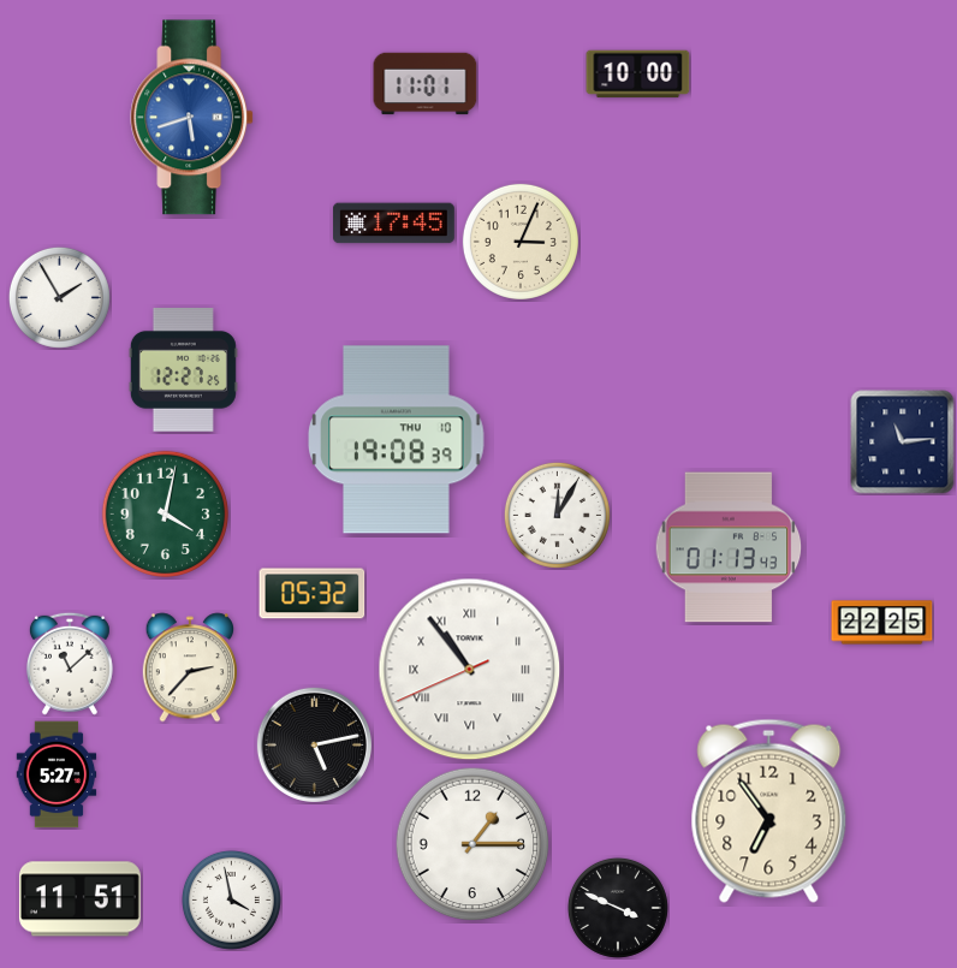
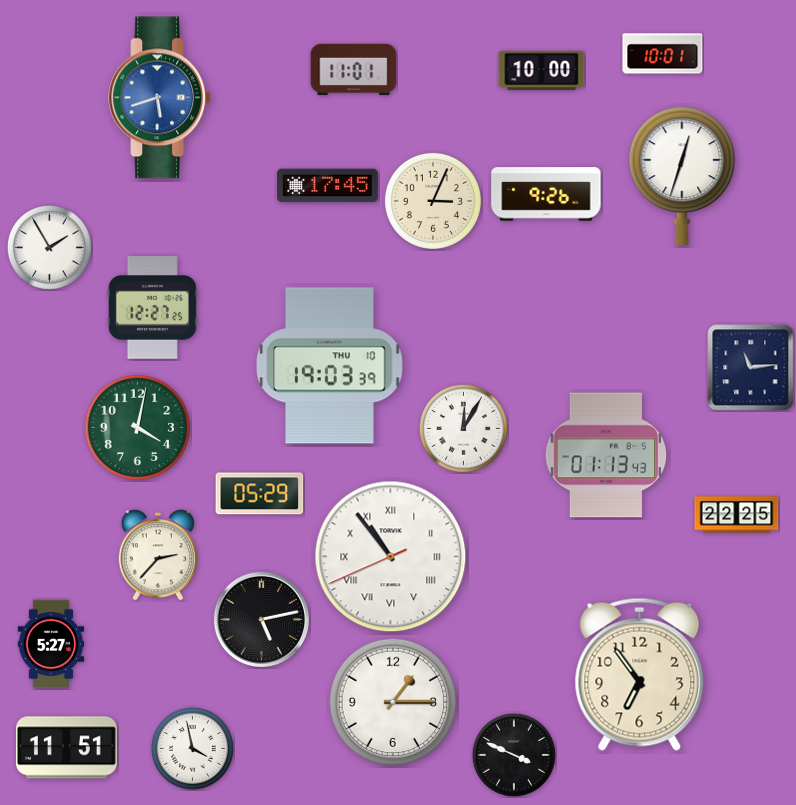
clock at (663, 54): none -> 10:01
clock at (638, 75) position: (638, 75) -> (542, 71)
clock at (682, 176): none -> 12:33
clock at (546, 194): none -> 9:26
clock at (397, 440): 19:08 -> 19:03
clock at (313, 594): 05:32 -> 05:29
clock at (882, 623) position: (882, 623) -> (737, 515)
clock at (70, 664): 11:08 -> none
clock at (57, 774) position: (57, 774) -> (51, 644)
